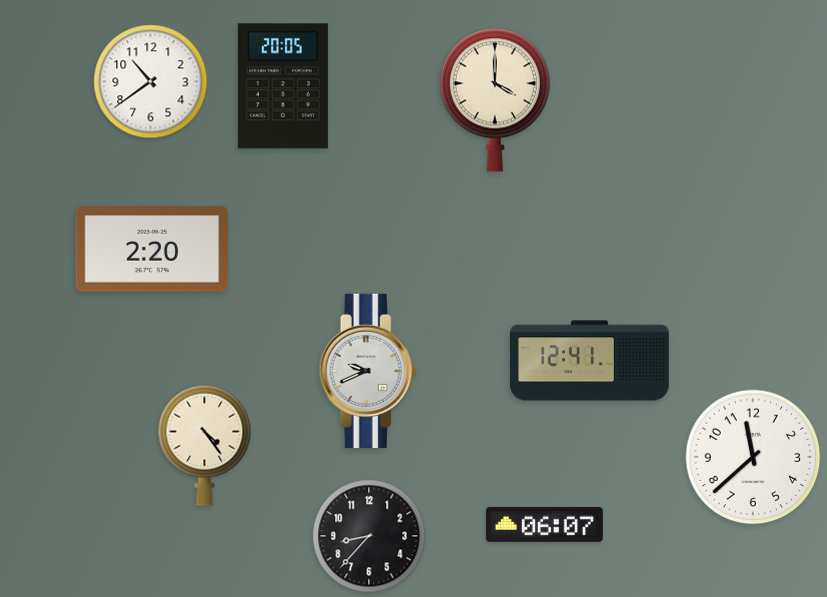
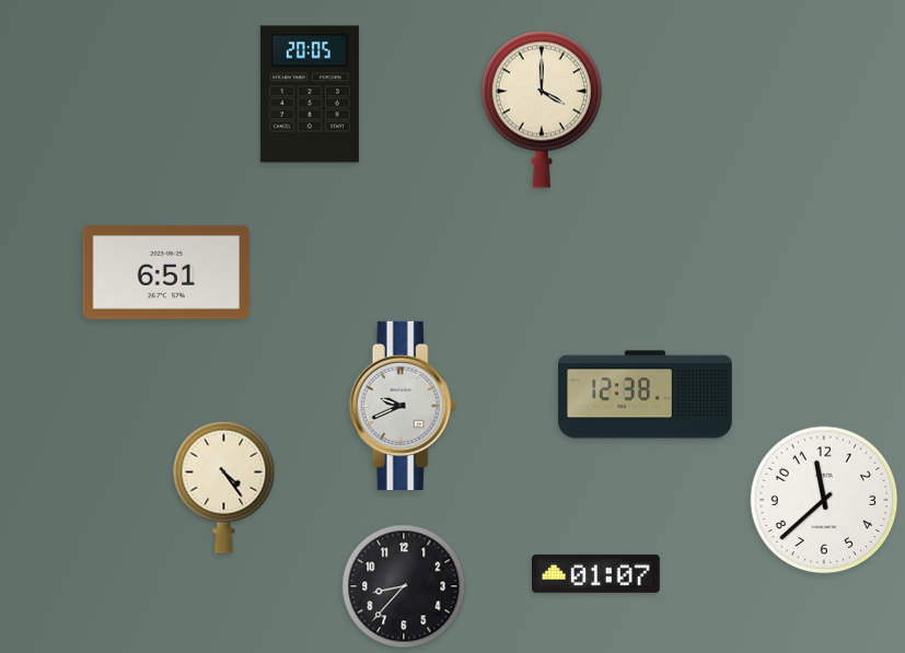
clock at (151, 82): 10:39 -> none
clock at (152, 249): 2:20 -> 6:51
clock at (590, 361): 12:41 -> 12:38
clock at (544, 524): 06:07 -> 01:07
